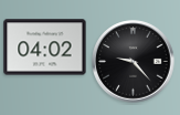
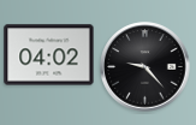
clock at (45, 48) position: (45, 48) -> (49, 55)
